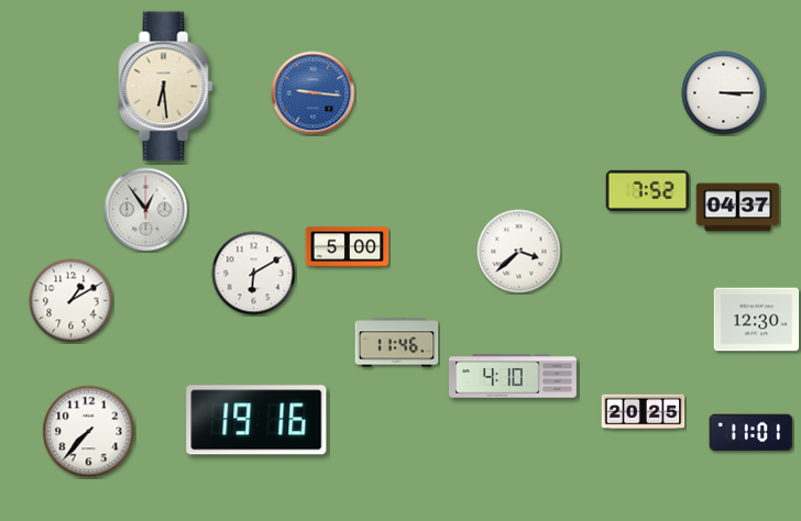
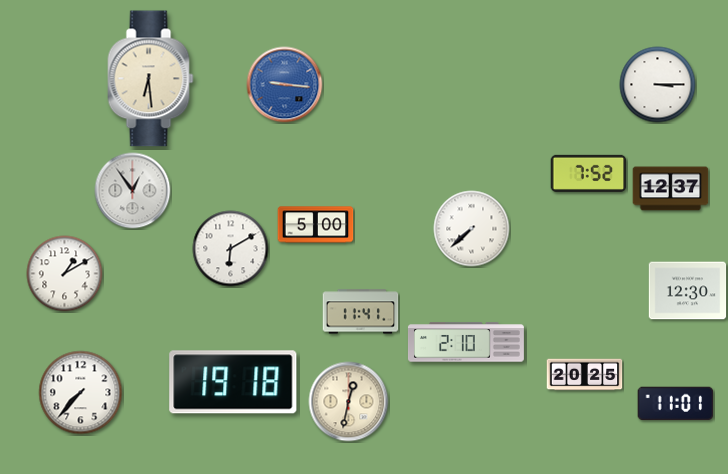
clock at (738, 208): 04:37 -> 12:37
clock at (519, 252): 3:38 -> 7:38
clock at (397, 343): 11:46 -> 11:41
clock at (513, 376): 4:10 -> 2:10
clock at (256, 420): 19:16 -> 19:18
clock at (751, 433) position: (751, 433) -> (676, 404)
clock at (349, 402): none -> 12:32
